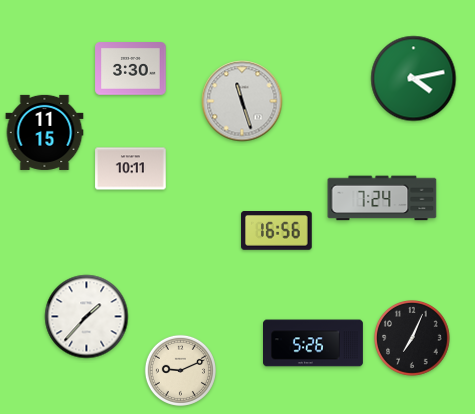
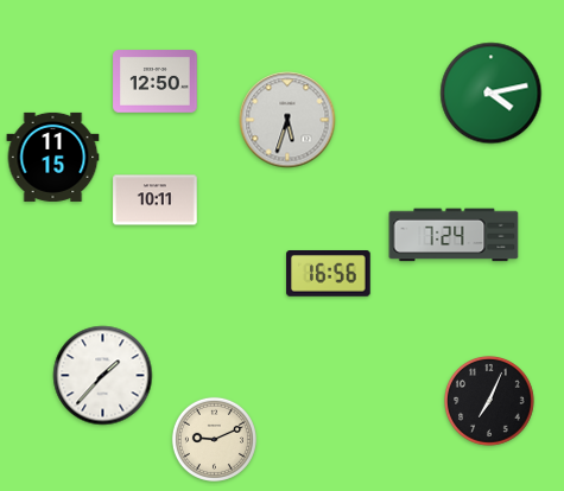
clock at (131, 69): 3:30 -> 12:50
clock at (242, 101): 11:27 -> 5:33
clock at (314, 343): 5:26 -> none
